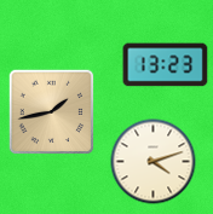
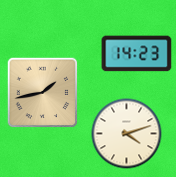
clock at (166, 65): 13:23 -> 14:23
